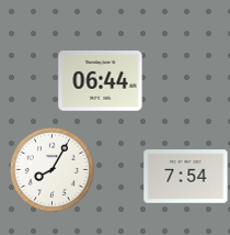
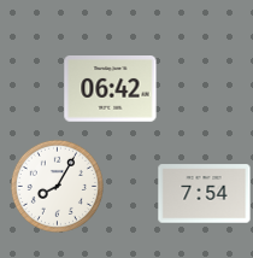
clock at (101, 81): 06:44 -> 06:42
